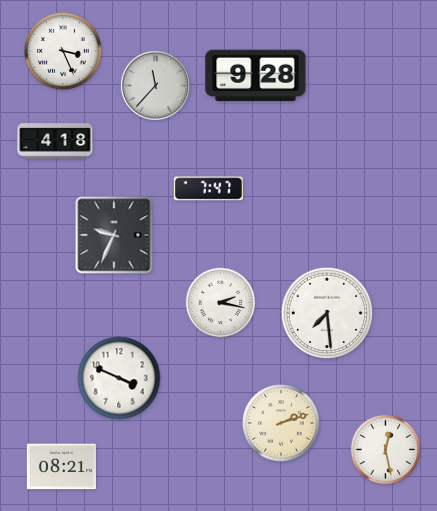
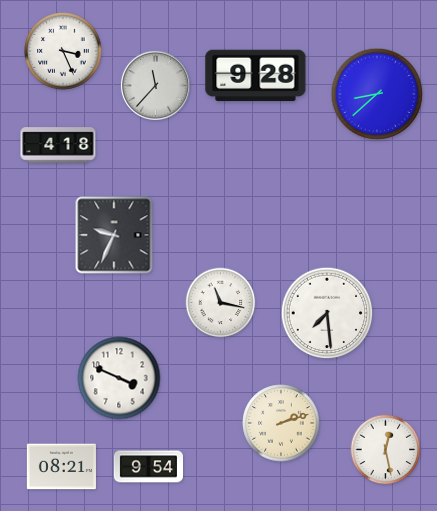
clock at (377, 94): none -> 8:38
clock at (55, 141) position: (55, 141) -> (58, 145)
clock at (208, 189): 7:47 -> none
clock at (221, 303): 2:17 -> 11:17
clock at (148, 467): none -> 9:54
